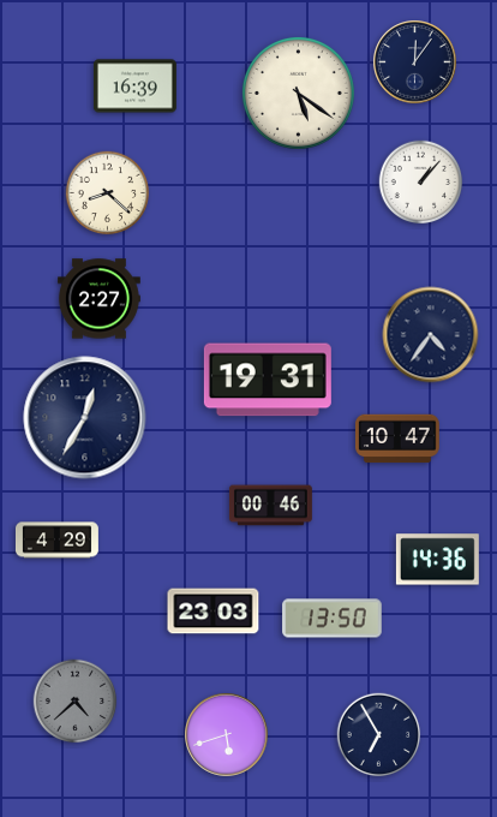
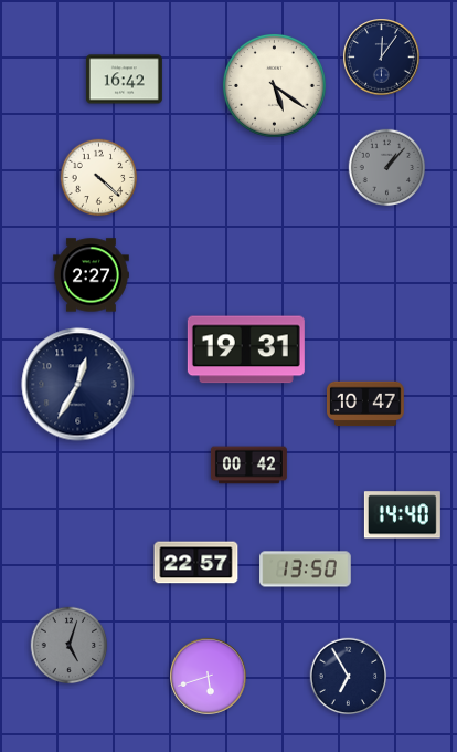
clock at (134, 87): 16:39 -> 16:42
clock at (421, 183) dial: white -> grey
clock at (108, 193): 8:22 -> 4:22
clock at (431, 335): 4:36 -> none
clock at (270, 506): 00:46 -> 00:42
clock at (56, 541): 4:29 -> none
clock at (437, 560): 14:36 -> 14:40
clock at (214, 612): 23:03 -> 22:57
clock at (76, 702): 4:38 -> 5:03
